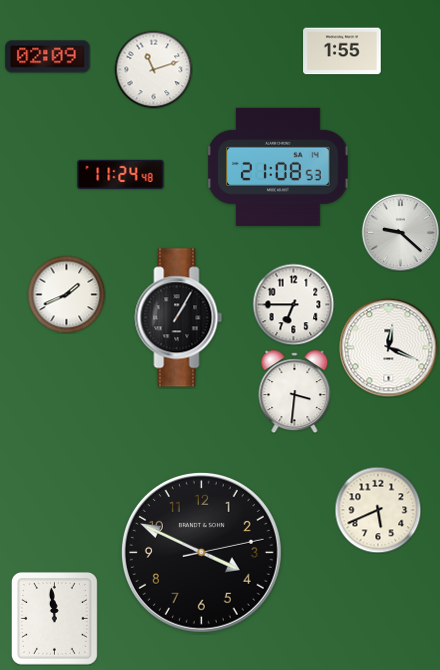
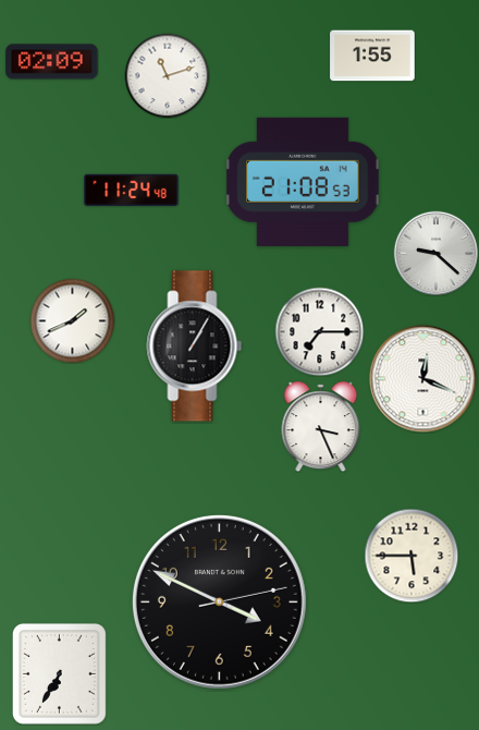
clock at (293, 304): 6:45 -> 7:15
clock at (295, 392): 3:31 -> 3:26
clock at (378, 510): 5:41 -> 5:45
clock at (54, 618): 11:59 -> 6:35
